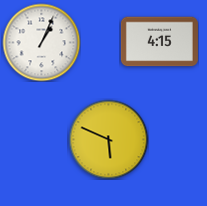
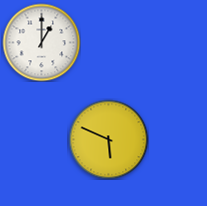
clock at (41, 42): 1:04 -> 1:00
clock at (159, 42): 4:15 -> none
